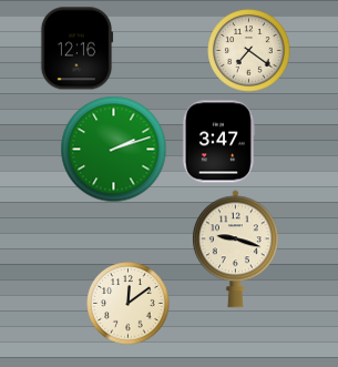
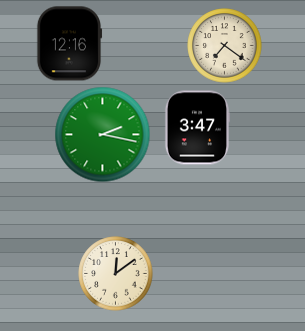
clock at (114, 150): 2:12 -> 2:17
clock at (235, 249): 9:18 -> none
